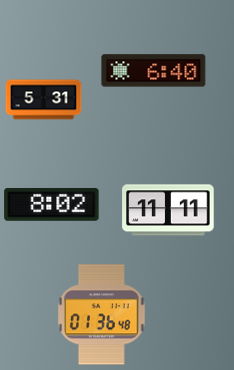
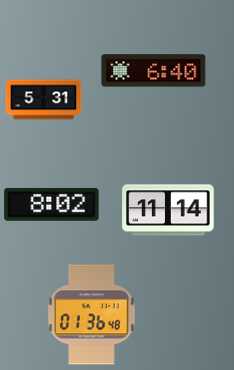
clock at (168, 210): 11:11 -> 11:14
clock at (102, 315) position: (102, 315) -> (92, 315)
